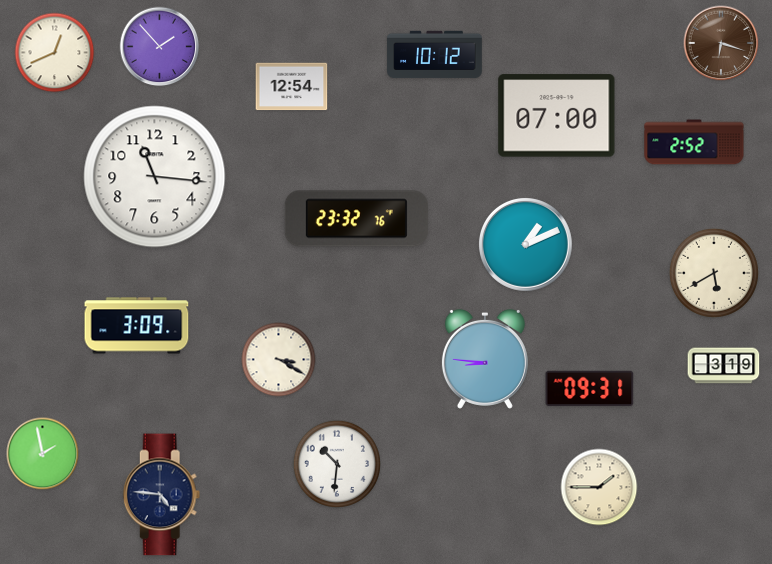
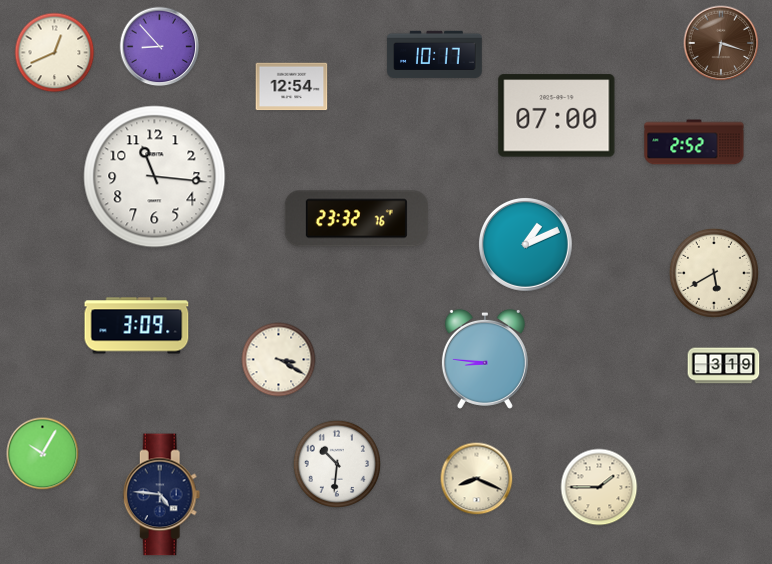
clock at (160, 47): 1:53 -> 8:53
clock at (435, 55): 10:12 -> 10:17
clock at (590, 388): 09:31 -> none
clock at (43, 454): 1:58 -> 10:05
clock at (477, 479): none -> 8:19
